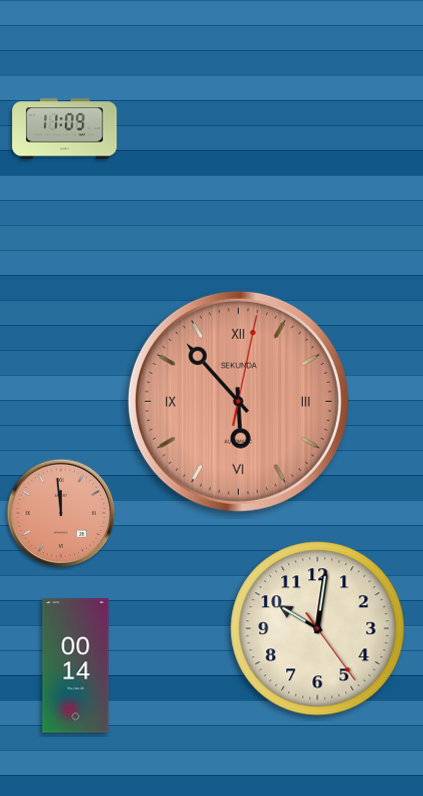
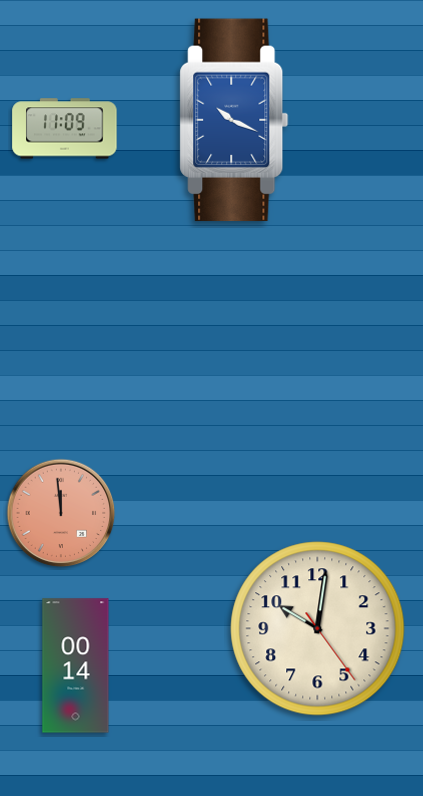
clock at (234, 120): none -> 10:19
clock at (238, 401): 5:53 -> none
